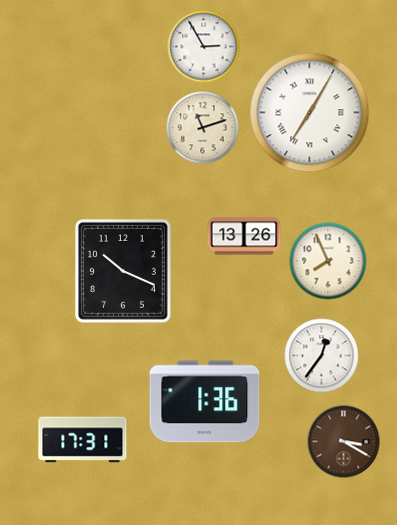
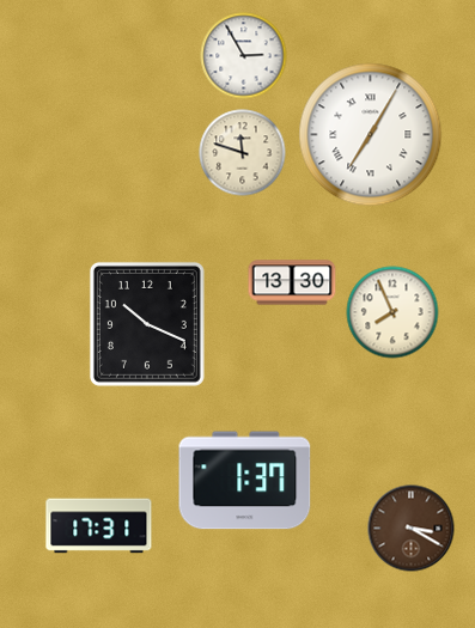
clock at (203, 128): 11:12 -> 11:48
clock at (244, 236): 13:26 -> 13:30
clock at (322, 356): 12:36 -> none
clock at (205, 402): 1:36 -> 1:37
